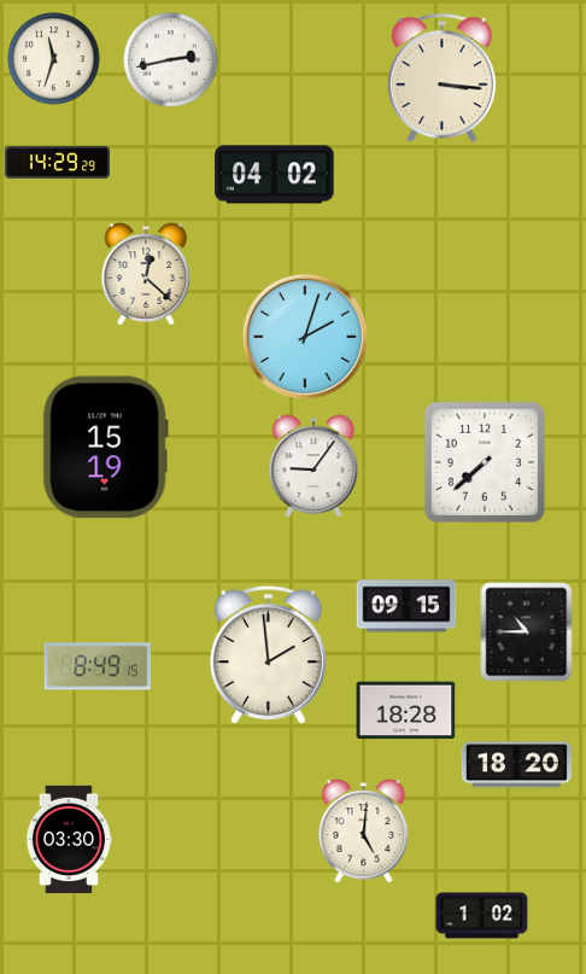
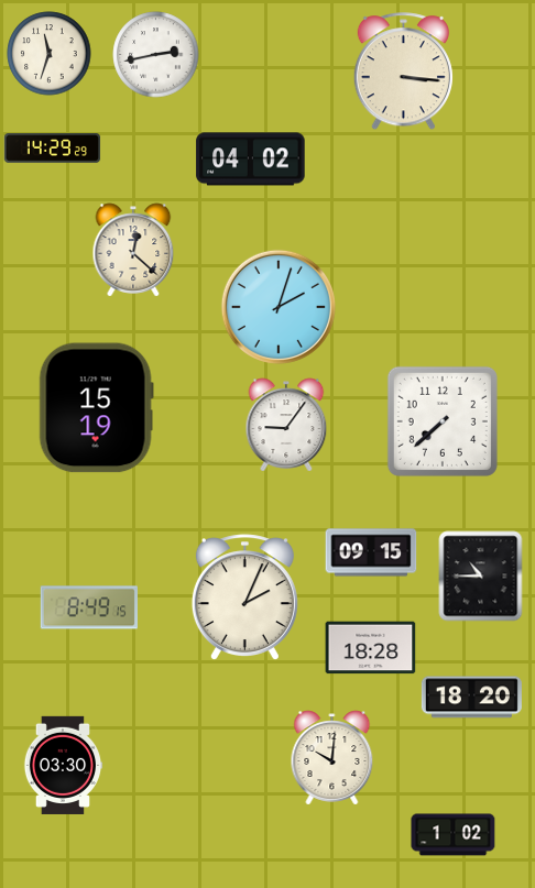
clock at (268, 654): 1:59 -> 2:04
clock at (364, 832): 5:01 -> 10:01
clock at (482, 916) position: (482, 916) -> (454, 835)
